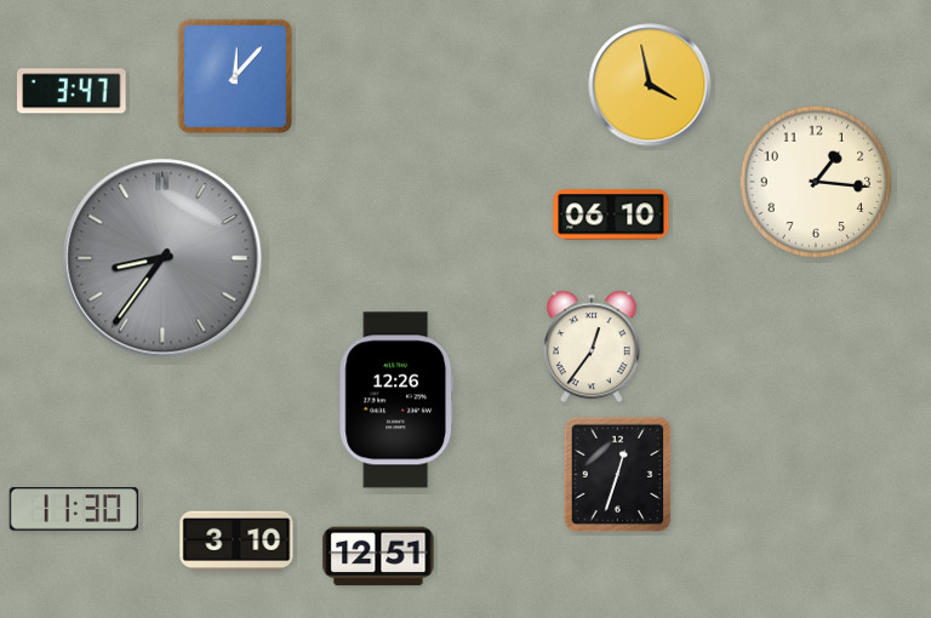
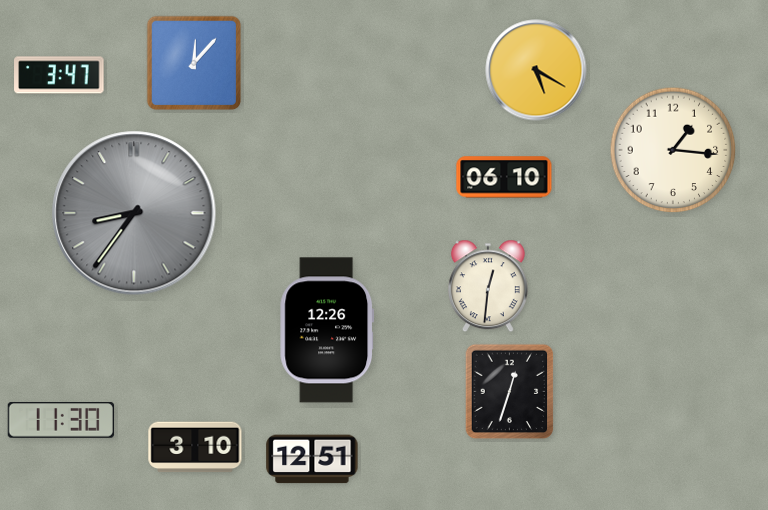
clock at (650, 85): 3:58 -> 5:20
clock at (592, 347): 12:36 -> 12:31
